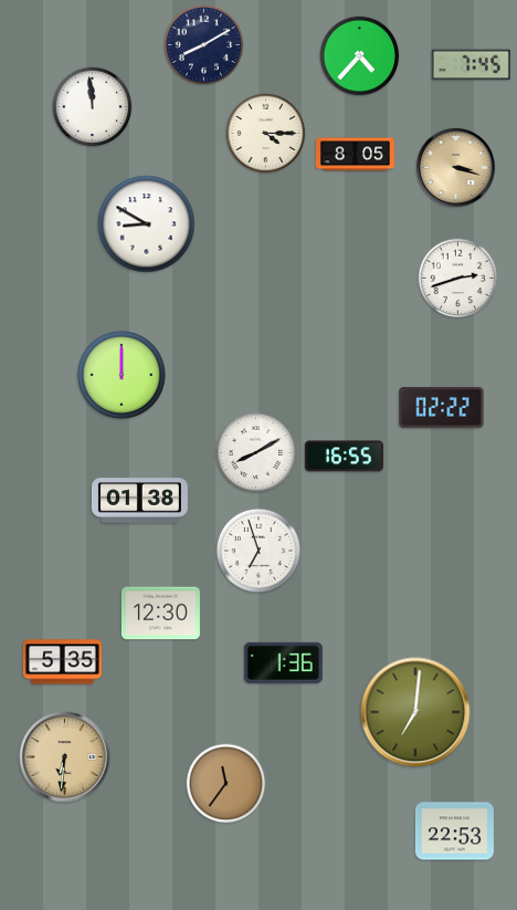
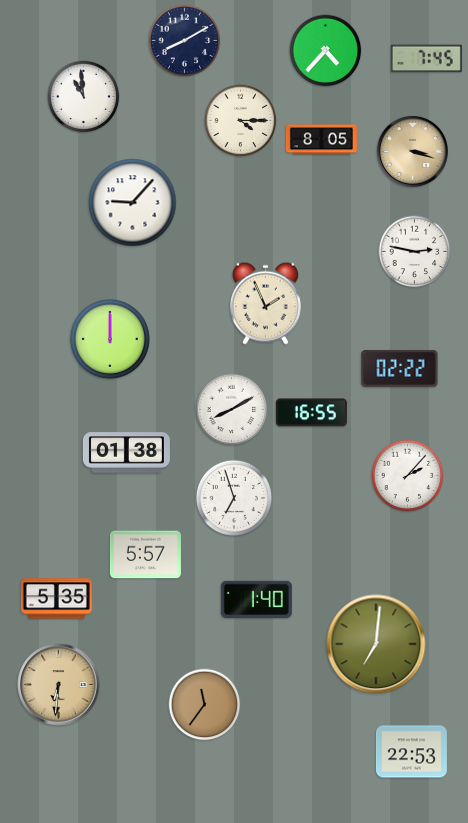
clock at (93, 107): 11:59 -> 10:59
clock at (147, 224): 8:50 -> 9:07
clock at (458, 279): 2:42 -> 2:47
clock at (265, 303): none -> 1:56
clock at (408, 476): none -> 2:07
clock at (160, 614): 12:30 -> 5:57
clock at (283, 662): 1:36 -> 1:40
clock at (226, 784) position: (226, 784) -> (205, 705)
